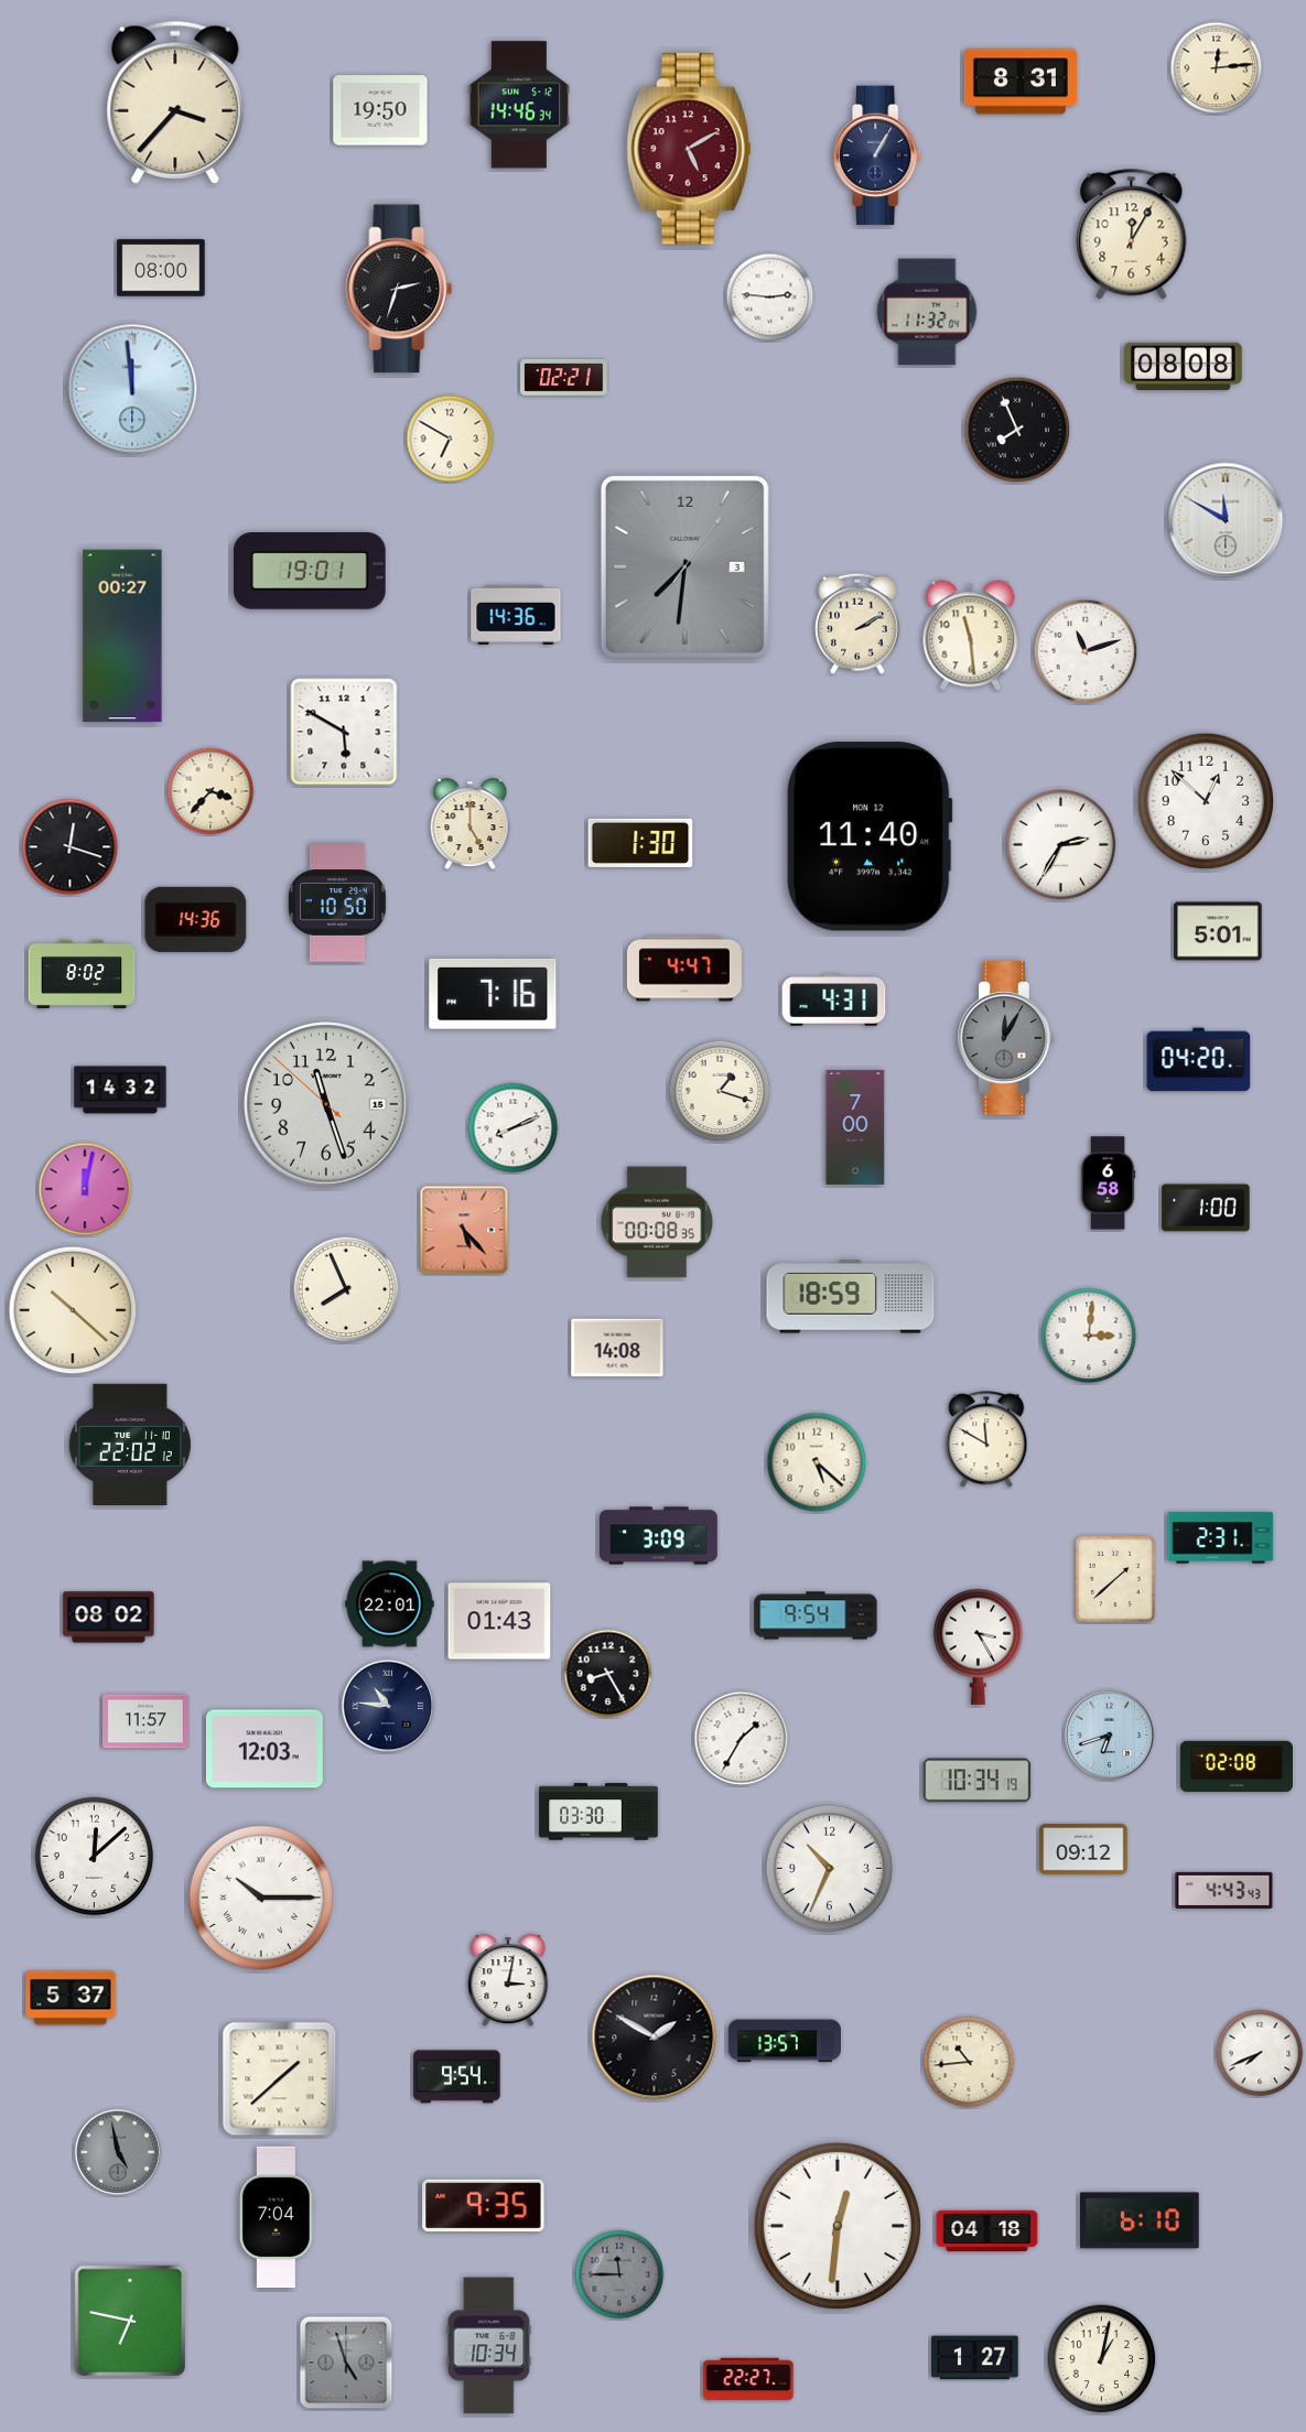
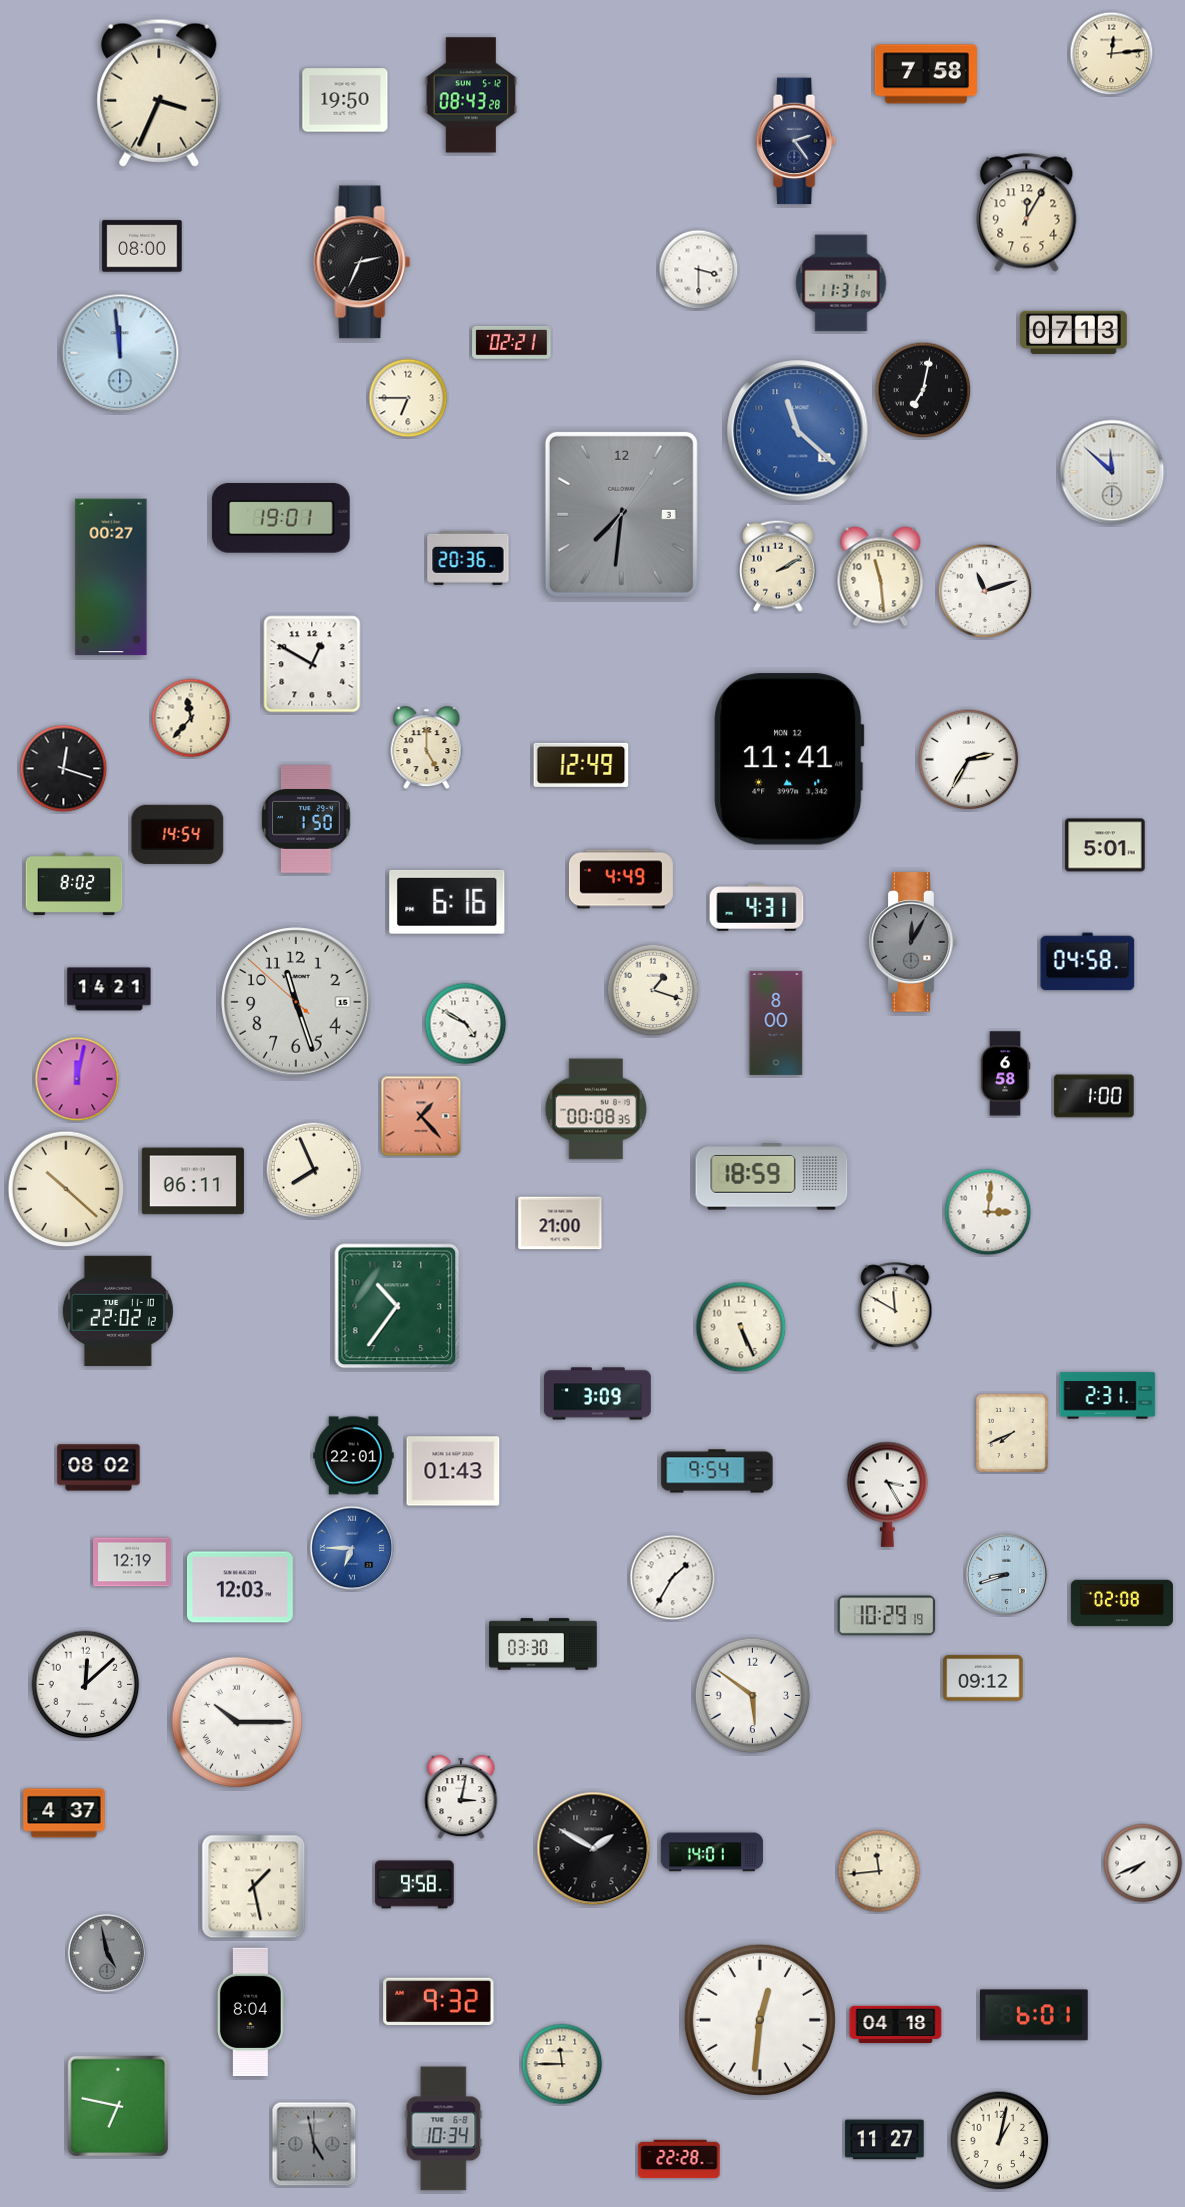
clock at (1217, 68) position: (1217, 68) -> (1112, 54)
clock at (1021, 82): 8:31 -> 7:58
clock at (175, 102): 3:37 -> 3:34
clock at (519, 105): 14:46 -> 08:43
clock at (689, 149): 5:10 -> none
clock at (878, 155): 1:05 -> 2:24
clock at (161, 268) position: (161, 268) -> (142, 246)
clock at (399, 289): 2:33 -> 2:34
clock at (770, 298): 2:46 -> 3:30
clock at (927, 312): 11:32 -> 11:31
clock at (1184, 366): 08:08 -> 07:13
clock at (1017, 430): 7:56 -> 7:02
clock at (450, 439): 6:50 -> 6:45
clock at (798, 431): none -> 11:22
clock at (1226, 520): 11:50 -> 11:52
clock at (516, 615): 14:36 -> 20:36
clock at (344, 732): 5:50 -> 12:50
clock at (211, 791): 3:37 -> 11:37
clock at (1206, 801): 12:52 -> none
clock at (870, 836): 11:40 -> 11:41
clock at (640, 843): 1:30 -> 12:49
clock at (1061, 845) position: (1061, 845) -> (969, 760)
clock at (337, 902): 10:50 -> 1:50
clock at (196, 919): 14:36 -> 14:54
clock at (684, 969): 4:47 -> 4:49
clock at (493, 994): 7:16 -> 6:16
clock at (1199, 1060): 04:20 -> 04:58
clock at (120, 1090): 14:32 -> 14:21
clock at (855, 1127): 7:00 -> 8:00
clock at (514, 1128): 8:11 -> 4:50
clock at (464, 1230): 5:23 -> 1:23
clock at (193, 1181): none -> 06:11
clock at (617, 1348): 14:08 -> 21:00
clock at (397, 1306): none -> 10:36
clock at (817, 1462): 5:22 -> 5:26
clock at (1115, 1579): 1:38 -> 7:41
clock at (816, 1615) position: (816, 1615) -> (717, 1471)
clock at (608, 1674): 8:25 -> none
clock at (388, 1706): 10:46 -> 6:45
clock at (388, 1706) dial: navy -> blue
clock at (145, 1721): 11:57 -> 12:19
clock at (1110, 1736): 6:42 -> 8:42
clock at (978, 1781): 10:34 -> 10:29
clock at (830, 1869): 10:34 -> 5:51
clock at (1224, 1890): 4:43 -> none
clock at (71, 1998): 5:37 -> 4:37
clock at (785, 2041): 13:57 -> 14:01
clock at (969, 2062): 10:44 -> 11:44
clock at (457, 2077): 9:54 -> 9:58
clock at (280, 2079): 1:38 -> 1:28
clock at (484, 2206): 9:35 -> 9:32
clock at (277, 2217): 7:04 -> 8:04
clock at (1141, 2220): 6:10 -> 6:01
clock at (619, 2274) dial: grey -> cream
clock at (975, 2358): 1:27 -> 11:27
clock at (346, 2363): 4:57 -> 4:58
clock at (748, 2379): 22:27 -> 22:28
